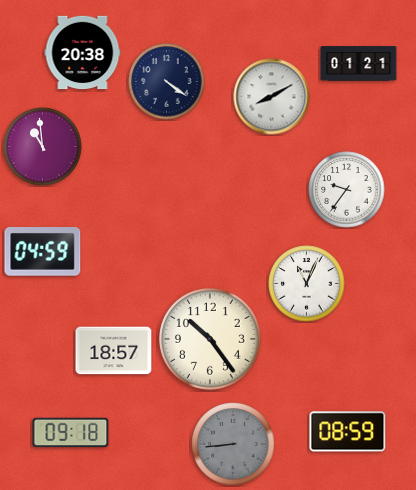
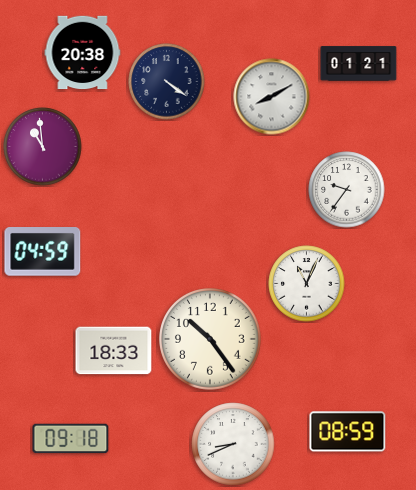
clock at (114, 351): 18:57 -> 18:33
clock at (71, 433) position: (71, 433) -> (71, 439)
clock at (233, 444): 8:44 -> 8:41
clock at (233, 444) dial: grey -> white
